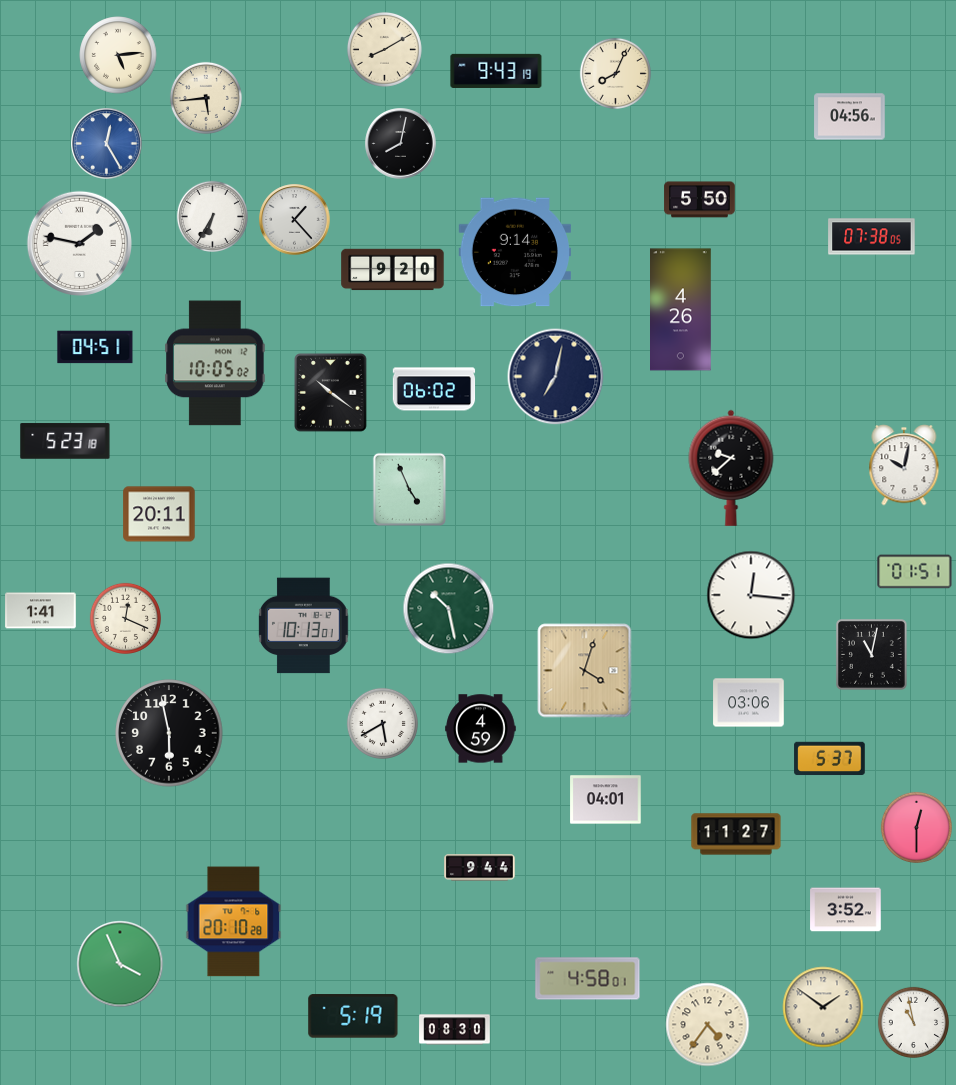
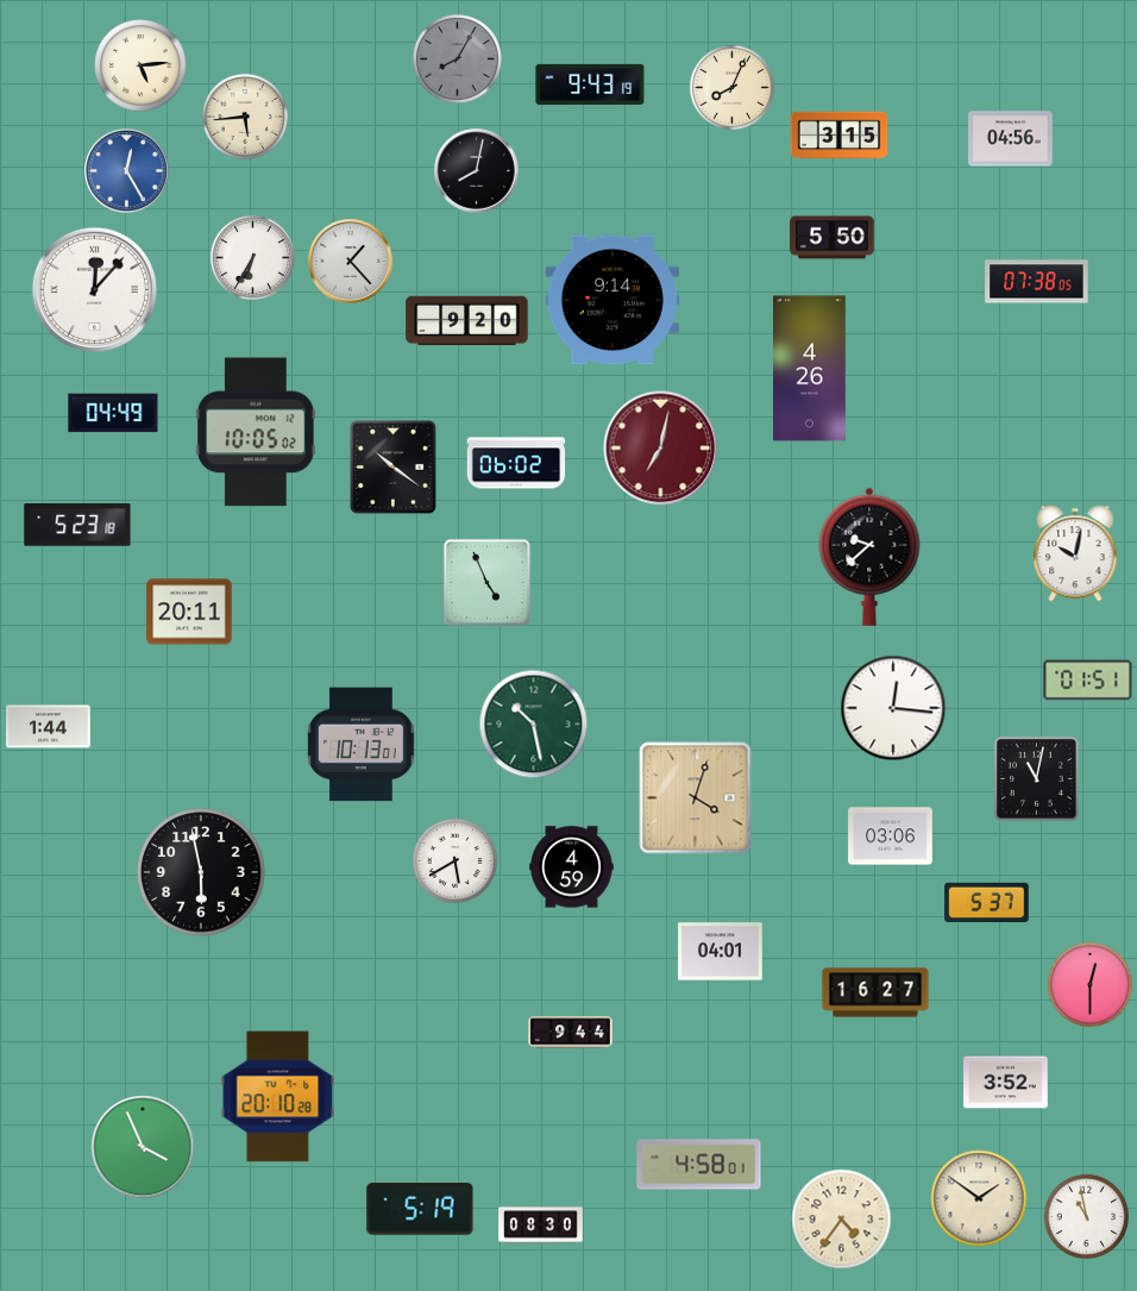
clock at (384, 49): 8:10 -> 8:05
clock at (384, 49) dial: cream -> grey
clock at (840, 136): none -> 3:15
clock at (79, 243): 1:47 -> 12:07
clock at (95, 347): 04:51 -> 04:49
clock at (556, 377) dial: navy -> burgundy
clock at (41, 611): 1:41 -> 1:44
clock at (125, 618): 12:19 -> none
clock at (736, 834): 11:27 -> 16:27
